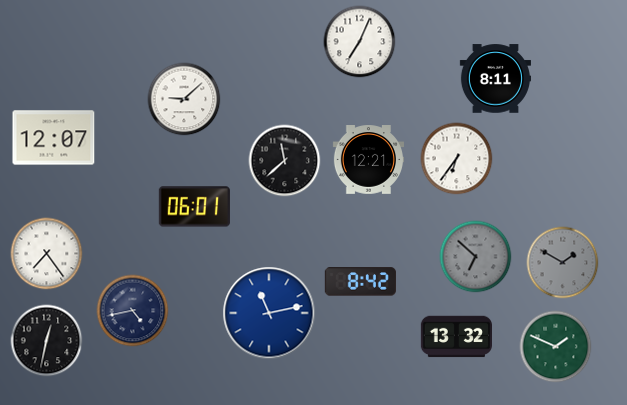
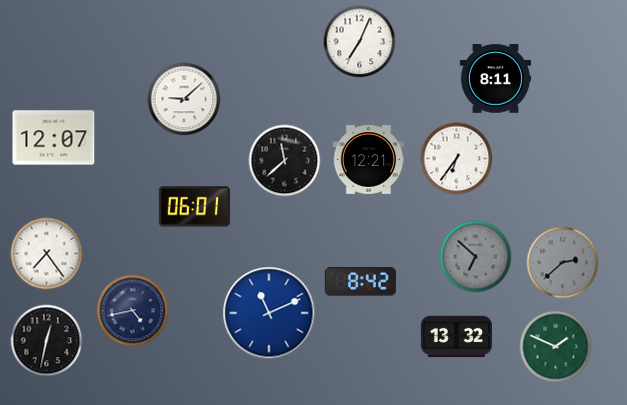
clock at (563, 263): 1:50 -> 2:38
clock at (269, 313): 11:13 -> 11:11
